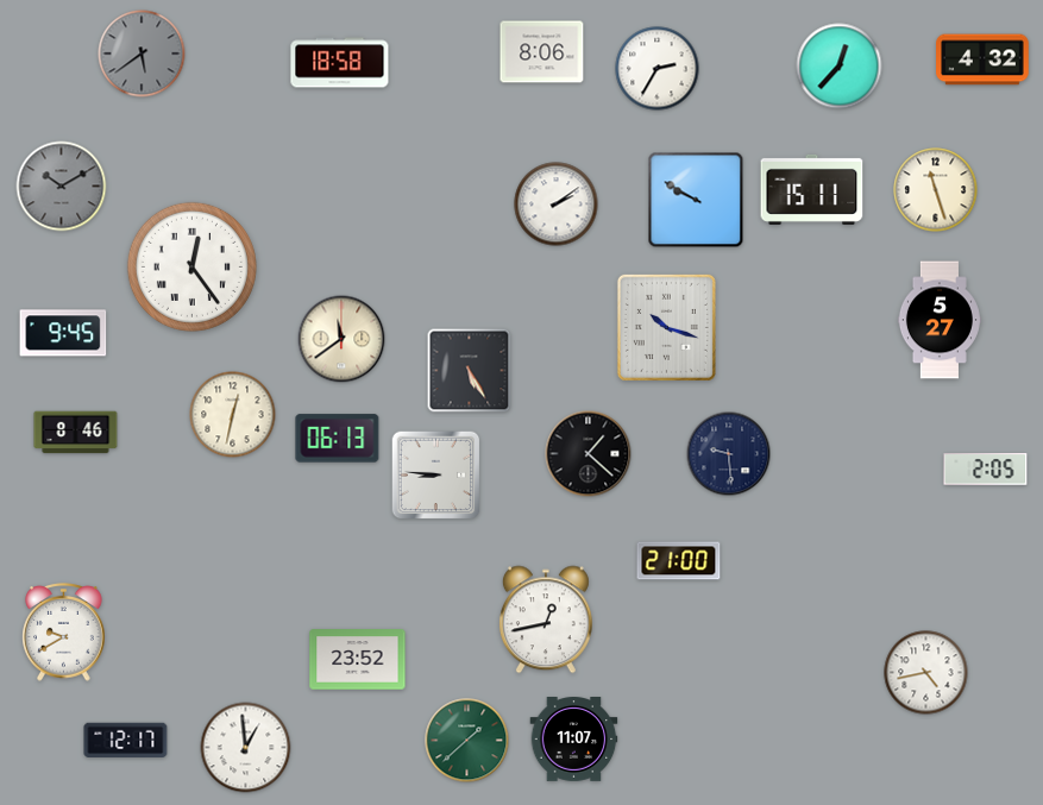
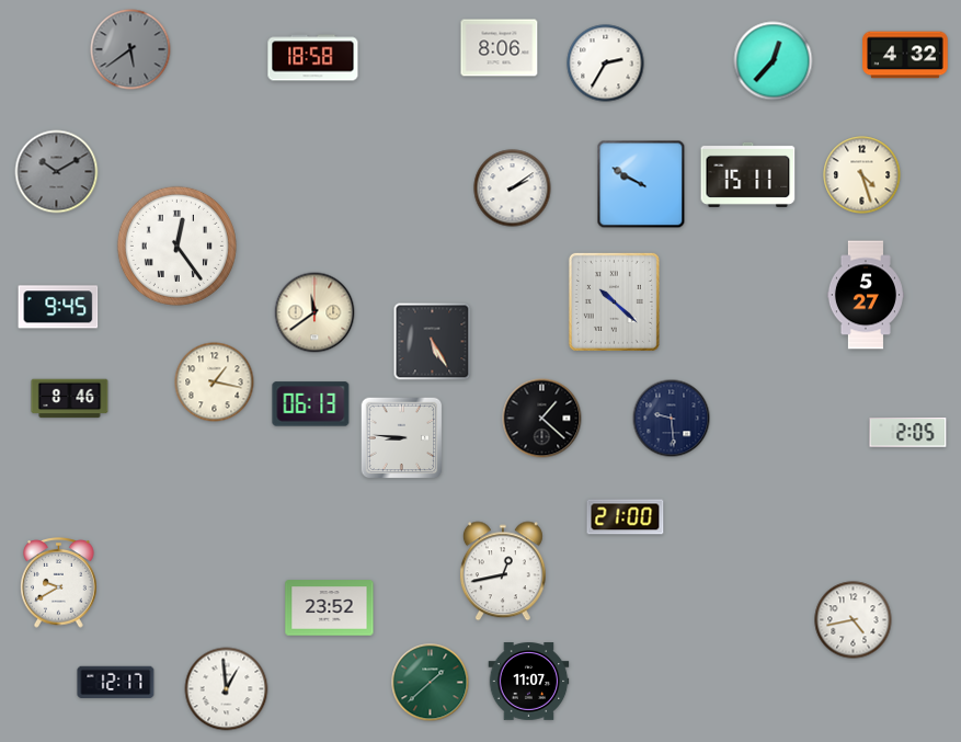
clock at (936, 190): 11:27 -> 4:27
clock at (666, 327): 10:18 -> 10:22
clock at (233, 415): 12:32 -> 1:17
